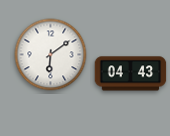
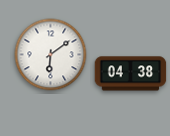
clock at (131, 74): 04:43 -> 04:38
